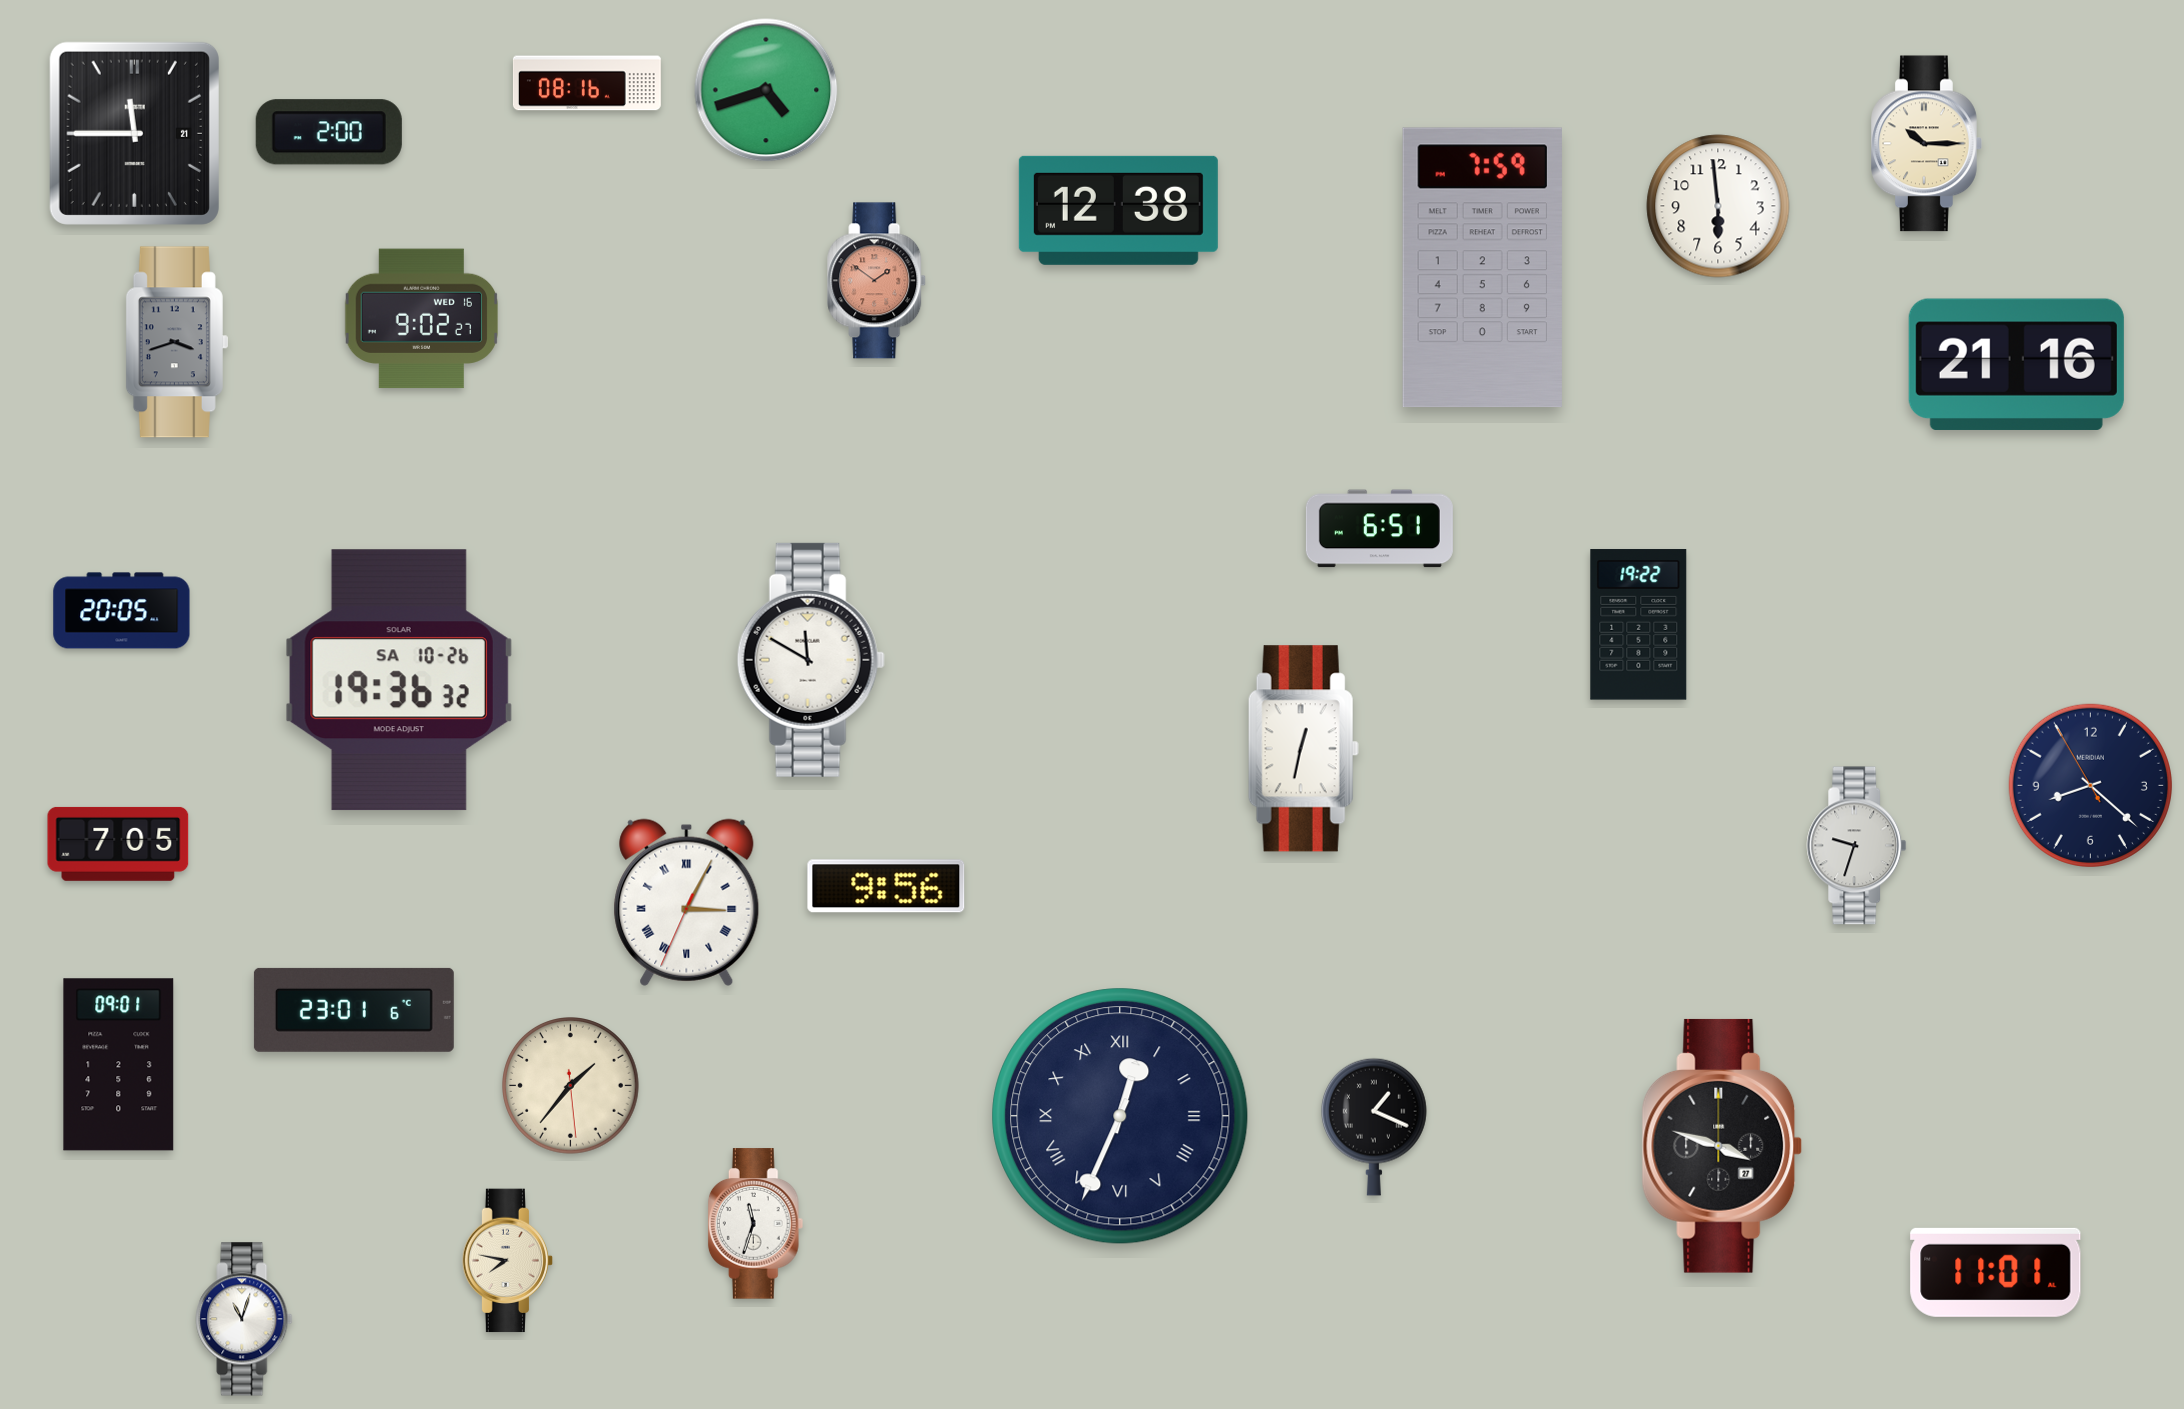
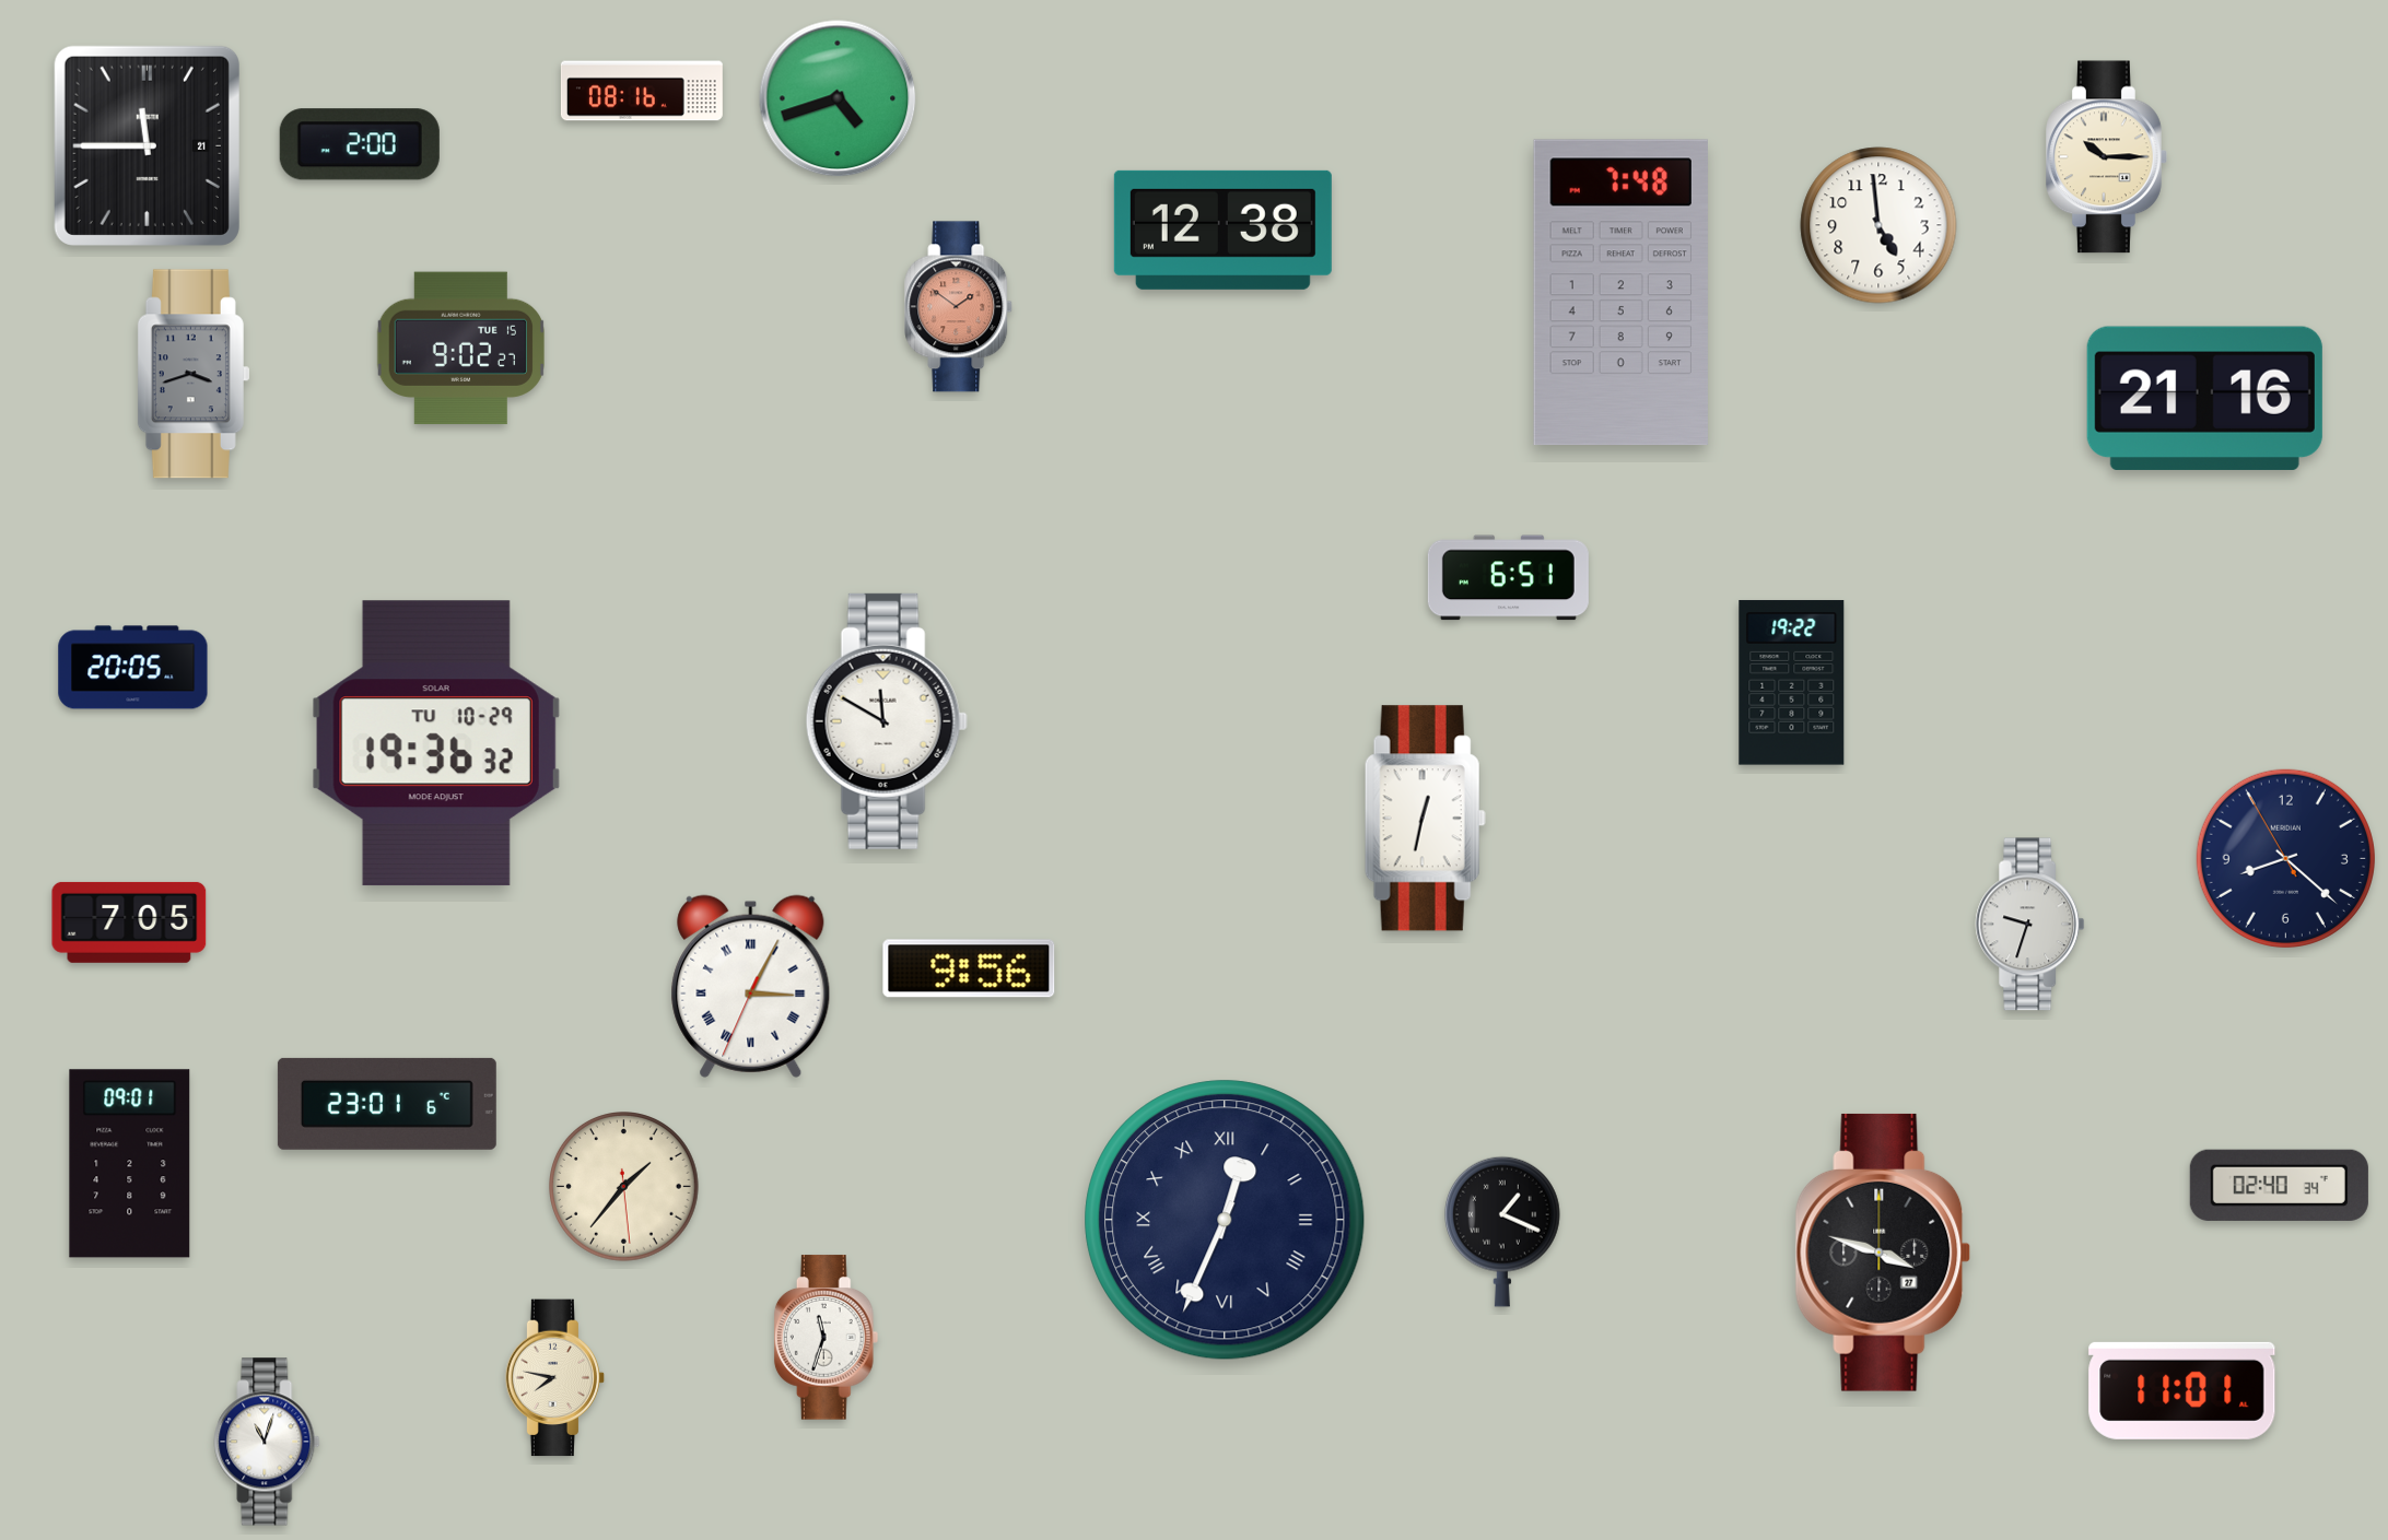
clock at (1718, 206): 5:59 -> 4:59
clock at (1482, 268): 7:59 -> 7:48
clock at (421, 319) date: WED 16 -> TUE 15
clock at (399, 680) date: SA 10-26 -> TU 10-29
clock at (2279, 1185): none -> 02:40
